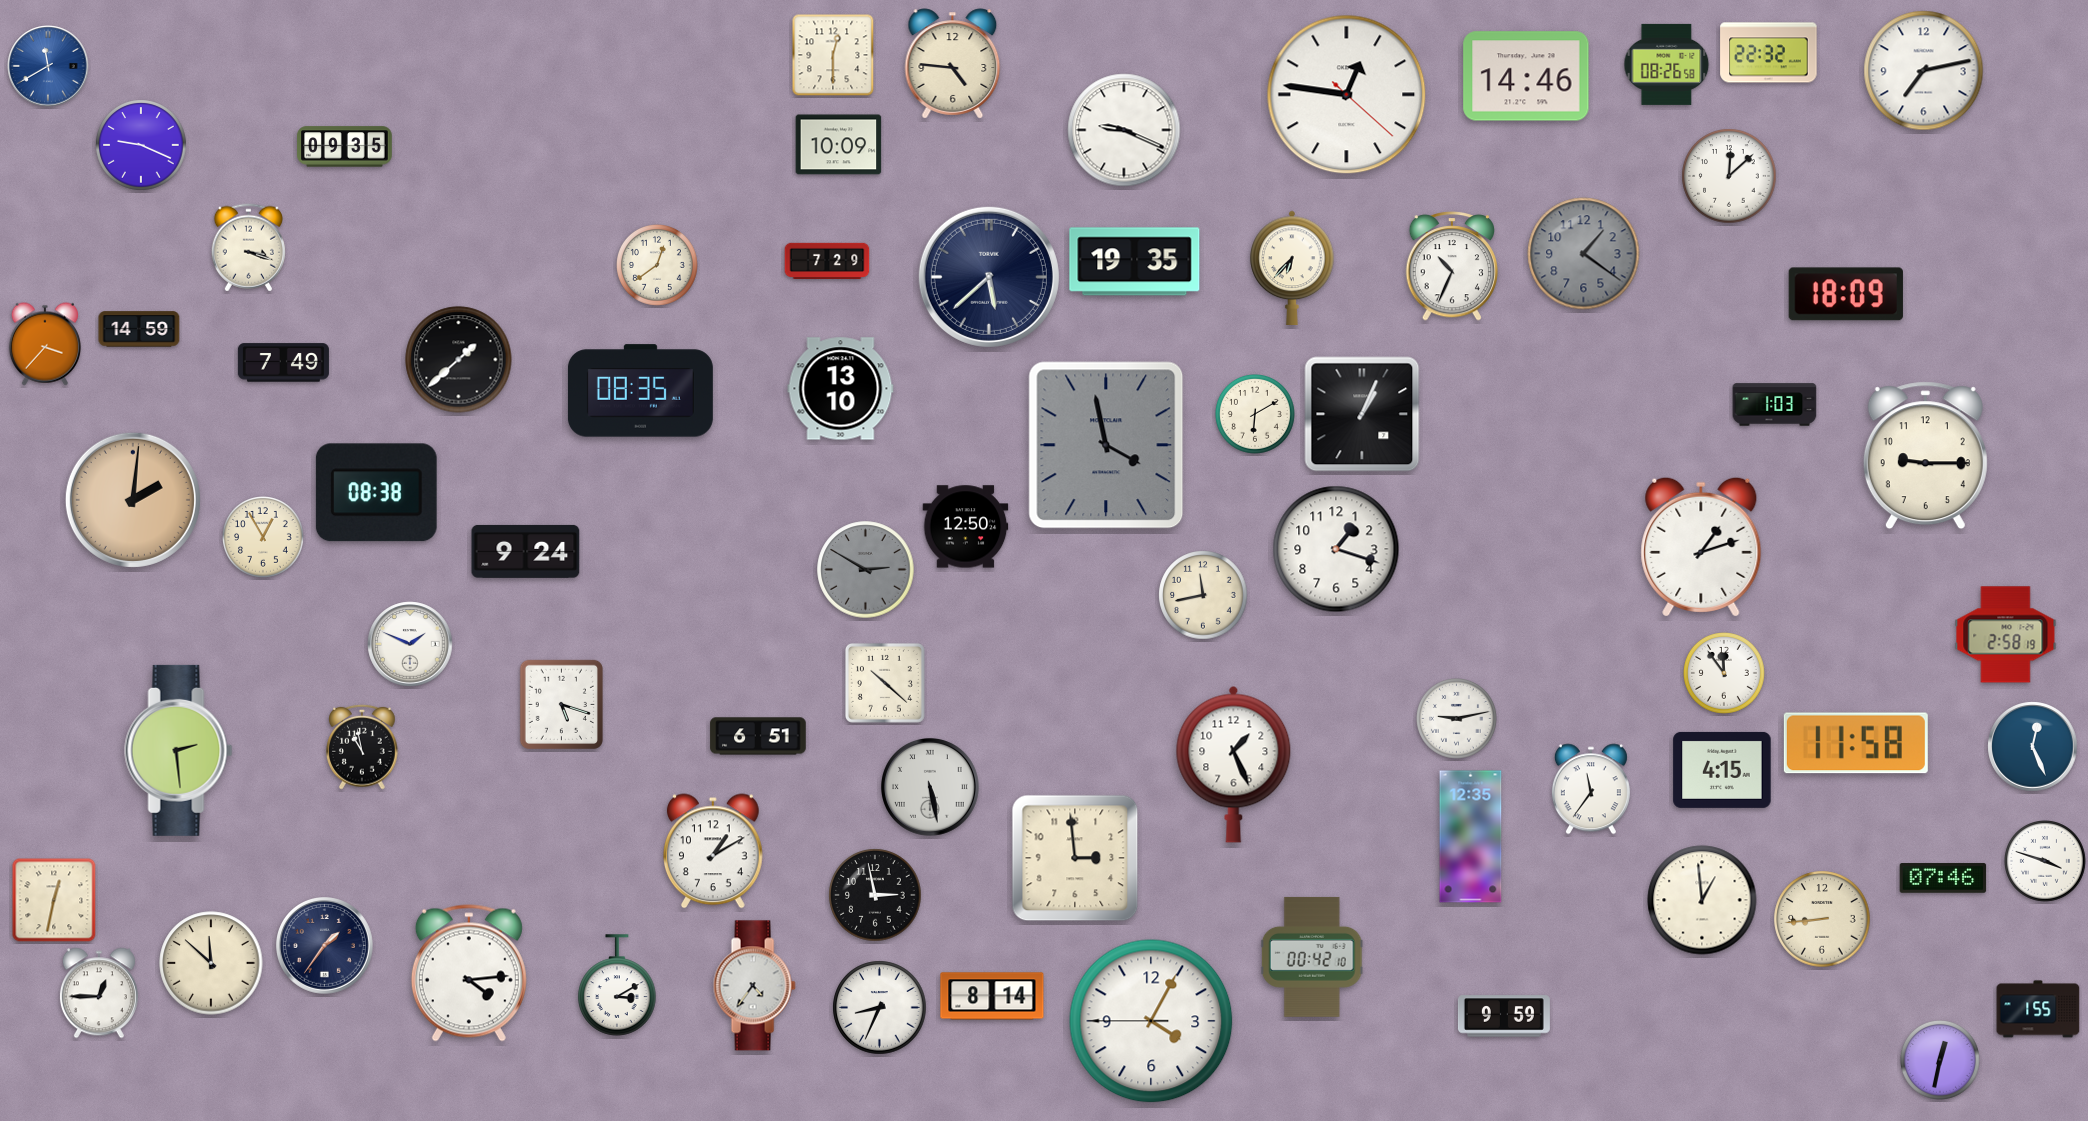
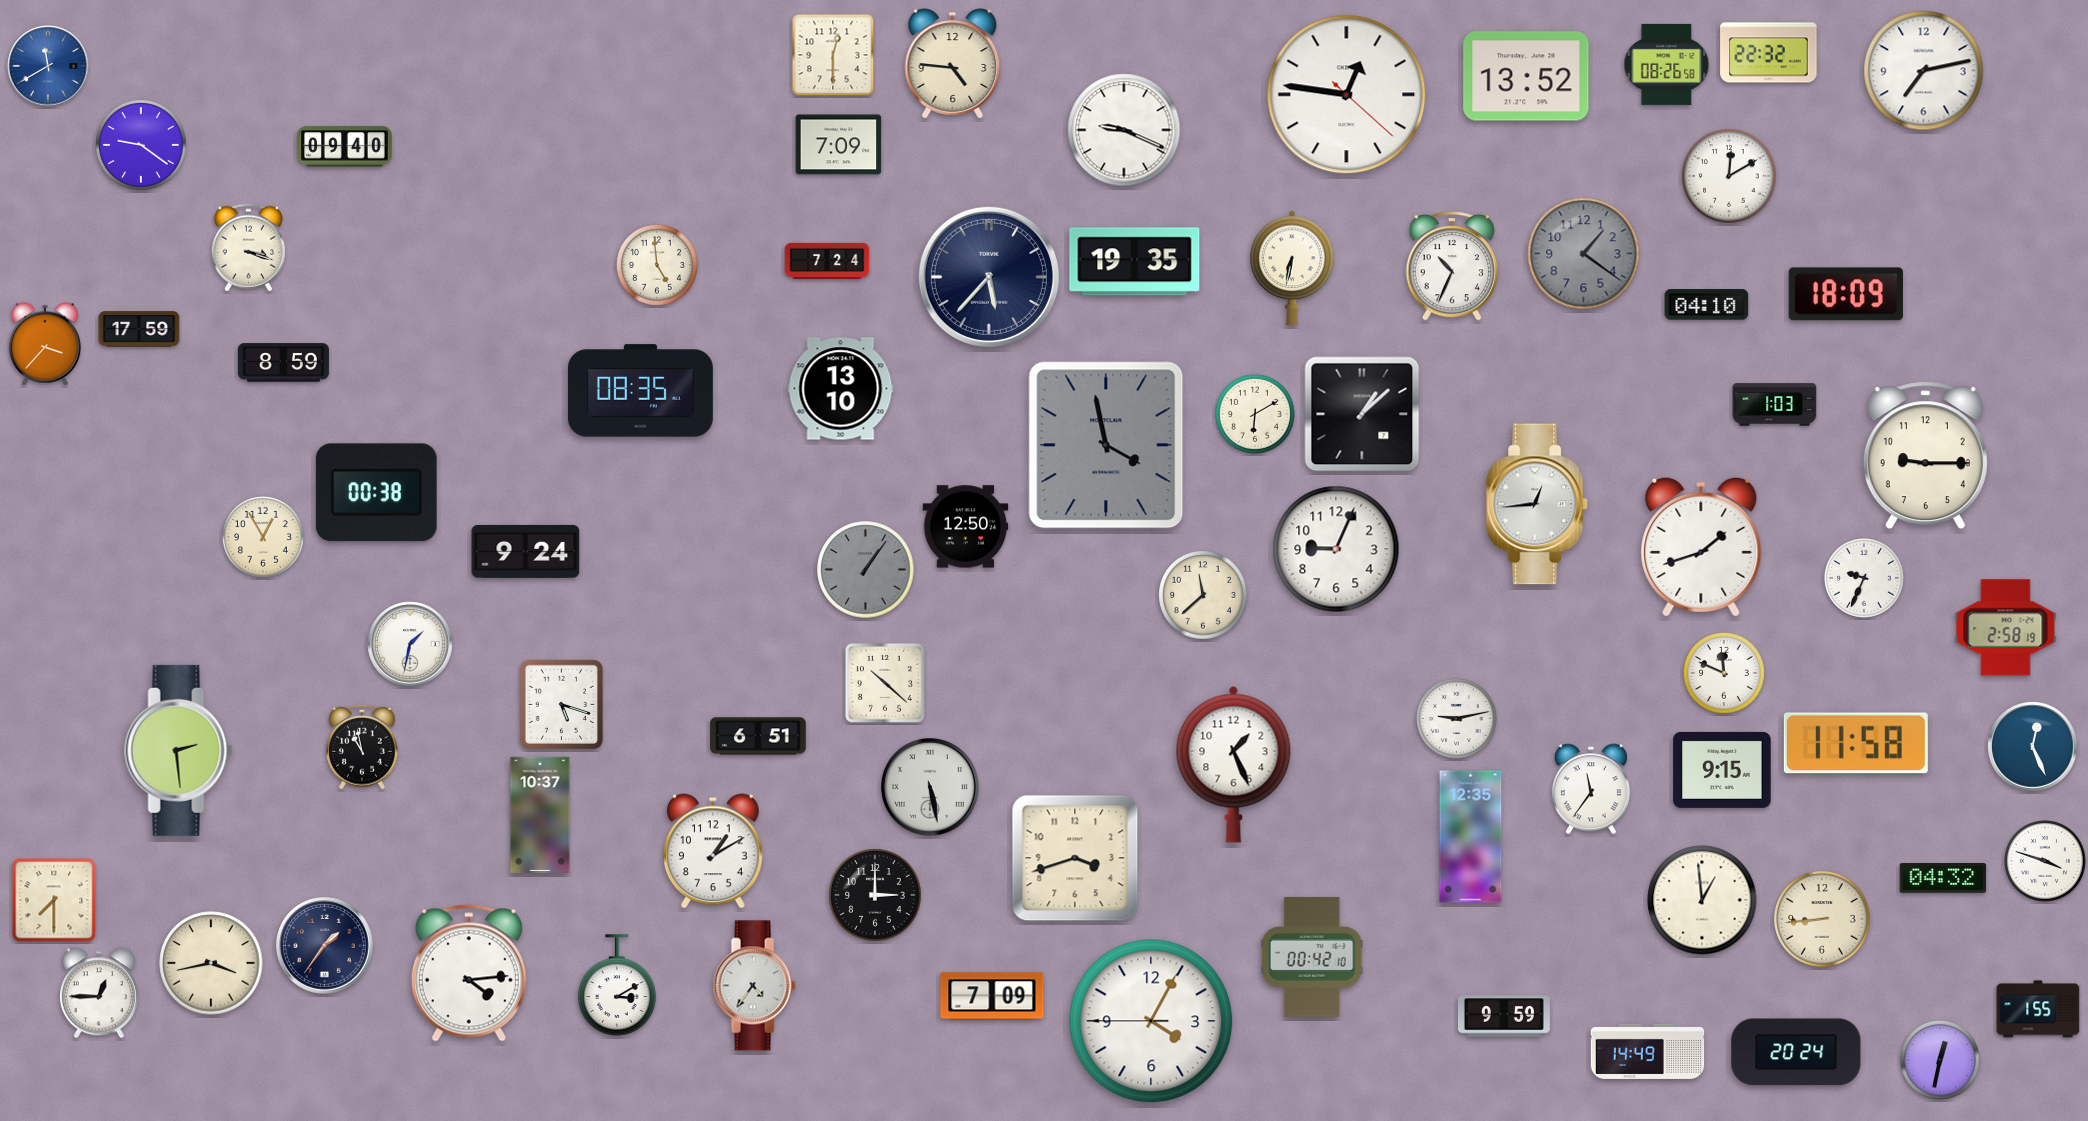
clock at (1526, 76): 14:46 -> 13:52
clock at (141, 145): 9:19 -> 9:21
clock at (839, 145): 10:09 -> 7:09
clock at (345, 147): 09:35 -> 09:40
clock at (1729, 176): 12:08 -> 12:10
clock at (827, 261): 7:29 -> 7:24
clock at (658, 266): 12:39 -> 4:59
clock at (1292, 267): 6:37 -> 6:32
clock at (989, 277): 5:38 -> 5:37
clock at (1707, 305): none -> 04:10
clock at (139, 329): 14:59 -> 17:59
clock at (459, 360): 1:38 -> none
clock at (283, 363): 7:49 -> 8:59
clock at (1362, 414): 1:04 -> 1:08
clock at (376, 493): 08:38 -> 00:38
clock at (133, 500): 2:01 -> none
clock at (1538, 504): none -> 12:44
clock at (1701, 547): 1:12 -> 1:42
clock at (1336, 549): 1:18 -> 9:04
clock at (866, 570): 2:50 -> 1:06
clock at (1865, 579): none -> 9:34
clock at (1203, 595): 11:43 -> 11:38
clock at (2006, 635) position: (2006, 635) -> (2006, 628)
clock at (410, 644): 1:49 -> 1:32
clock at (1725, 674): 11:54 -> 11:49
clock at (1722, 770): 4:15 -> 9:15
clock at (540, 815): none -> 10:37
clock at (1075, 858): 2:59 -> 3:42
clock at (1943, 878): 07:46 -> 04:32
clock at (875, 895): 2:58 -> 3:00
clock at (54, 900): 12:32 -> 7:30
clock at (211, 963): 11:52 -> 3:43
clock at (992, 996): 8:14 -> 7:09
clock at (880, 1008): 8:34 -> none
clock at (1648, 1051): none -> 14:49
clock at (1796, 1052): none -> 20:24
